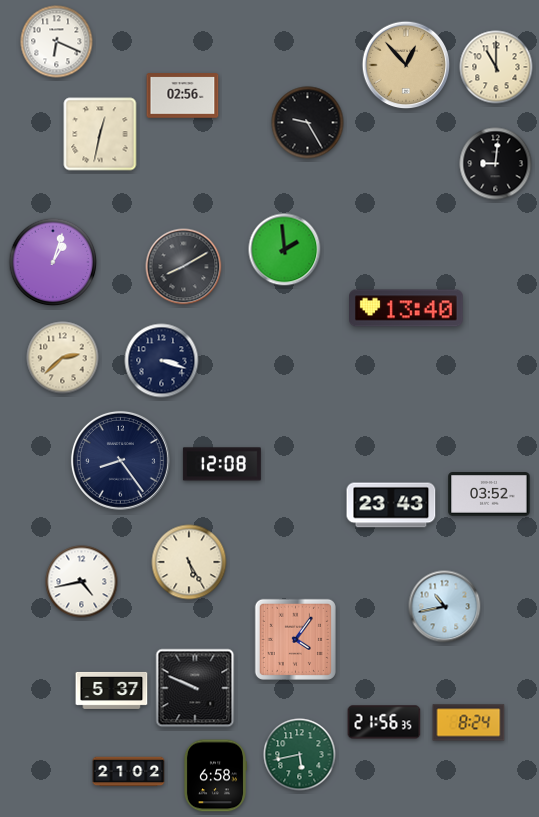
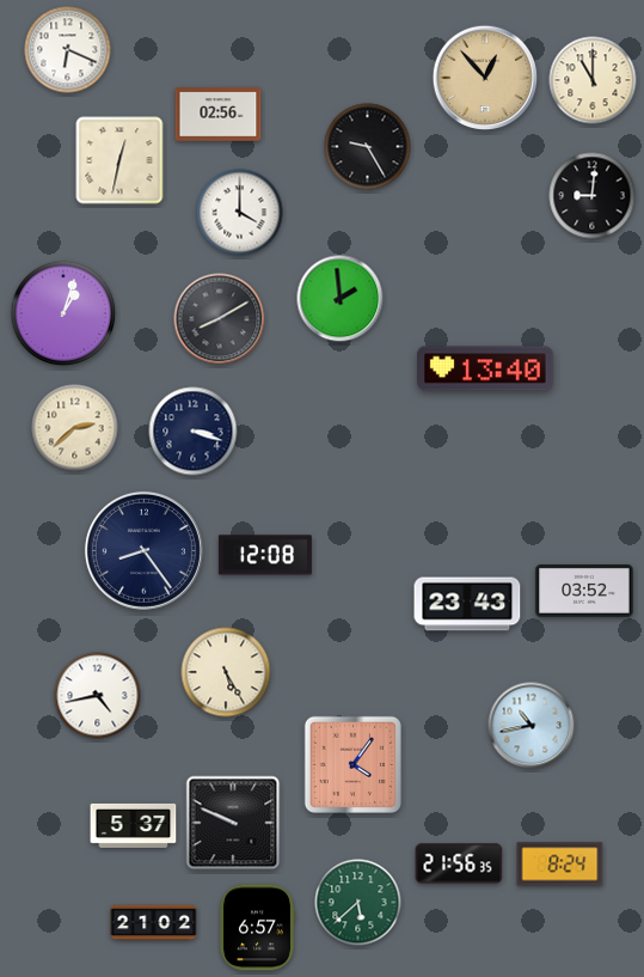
clock at (240, 213): none -> 4:00
clock at (300, 755): 5:43 -> 5:38
clock at (215, 776): 6:58 -> 6:57
